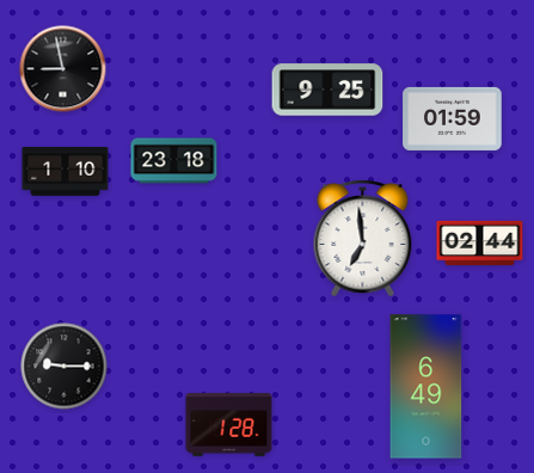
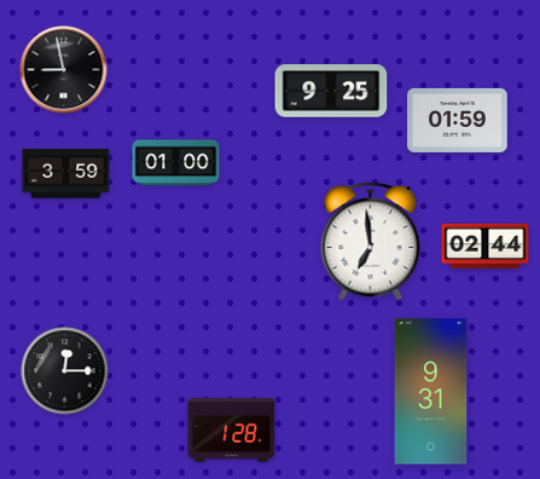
clock at (174, 161): 23:18 -> 01:00
clock at (66, 172): 1:10 -> 3:59
clock at (363, 239) position: (363, 239) -> (371, 242)
clock at (65, 367): 9:15 -> 12:15
clock at (426, 387): 6:49 -> 9:31
